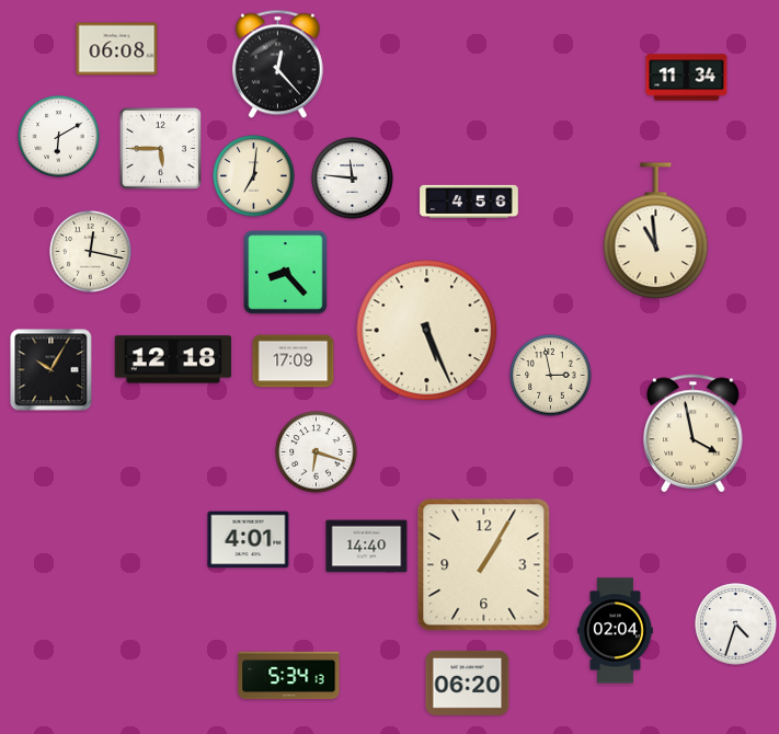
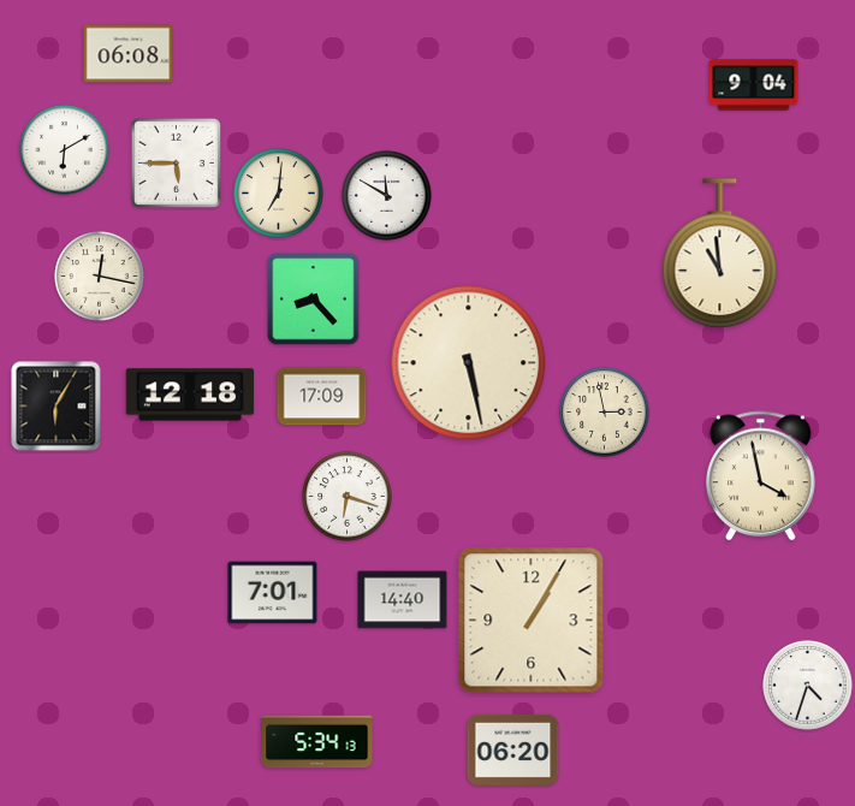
clock at (277, 65): 12:23 -> none
clock at (687, 78): 11:34 -> 9:04
clock at (353, 179): 11:46 -> 11:50
clock at (469, 200): 4:56 -> none
clock at (427, 331): 5:26 -> 5:28
clock at (51, 370): 10:05 -> 6:05
clock at (249, 540): 4:01 -> 7:01
clock at (615, 631): 02:04 -> none
